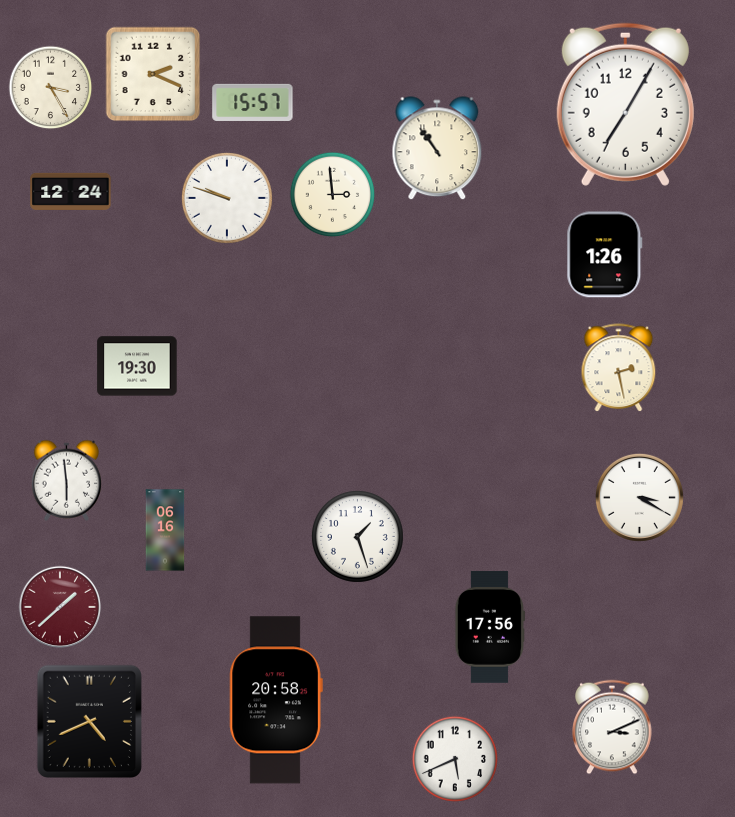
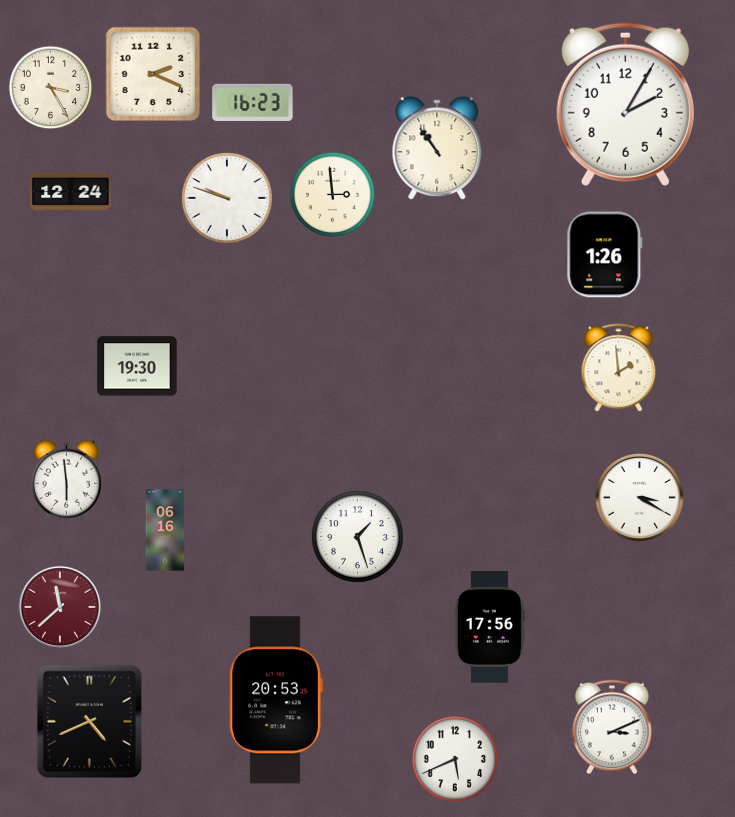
clock at (253, 102): 15:57 -> 16:23
clock at (625, 104): 7:05 -> 2:05
clock at (619, 368): 2:28 -> 1:59
clock at (60, 607): 1:38 -> 11:38
clock at (276, 700): 20:58 -> 20:53
